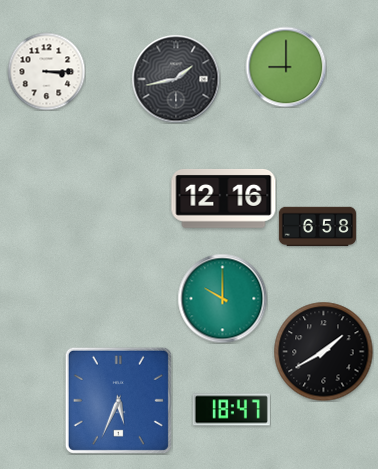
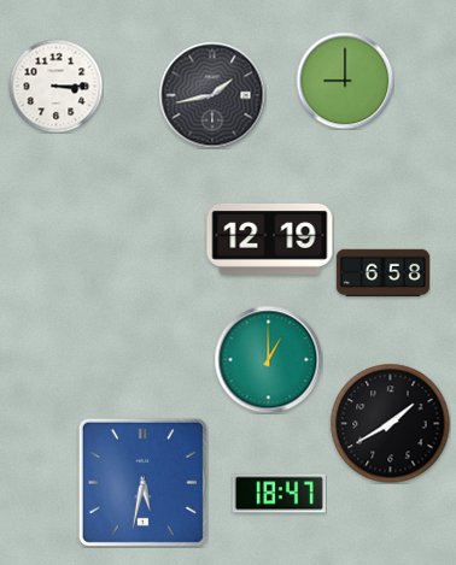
clock at (224, 199): 12:16 -> 12:19
clock at (222, 298): 10:00 -> 1:00
clock at (118, 400): 5:34 -> 5:32
